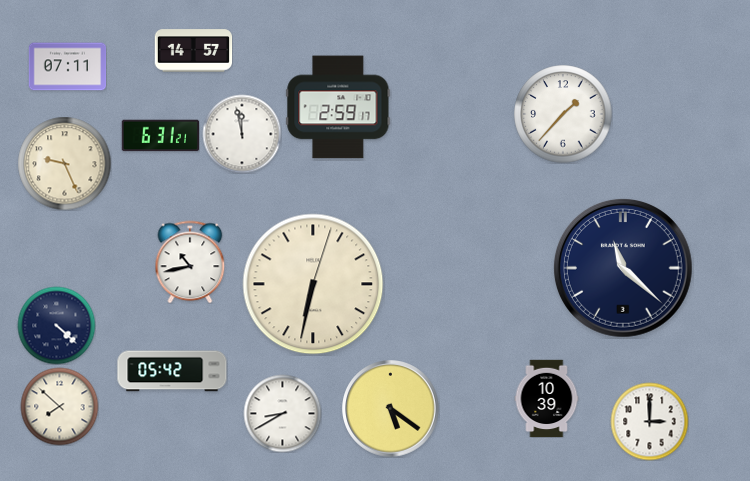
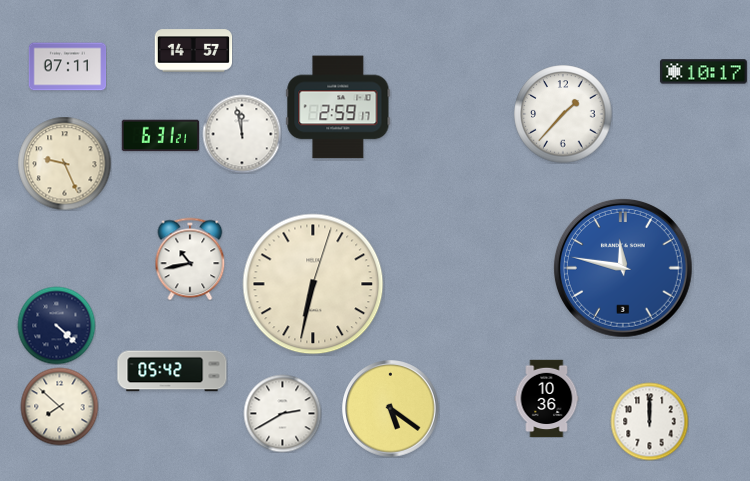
clock at (703, 72): none -> 10:17
clock at (190, 262) position: (190, 262) -> (190, 259)
clock at (623, 268): 11:22 -> 11:47
clock at (623, 268) dial: navy -> blue
clock at (547, 398): 10:39 -> 10:36
clock at (282, 413): 8:40 -> 2:40
clock at (649, 421): 3:00 -> 12:00
